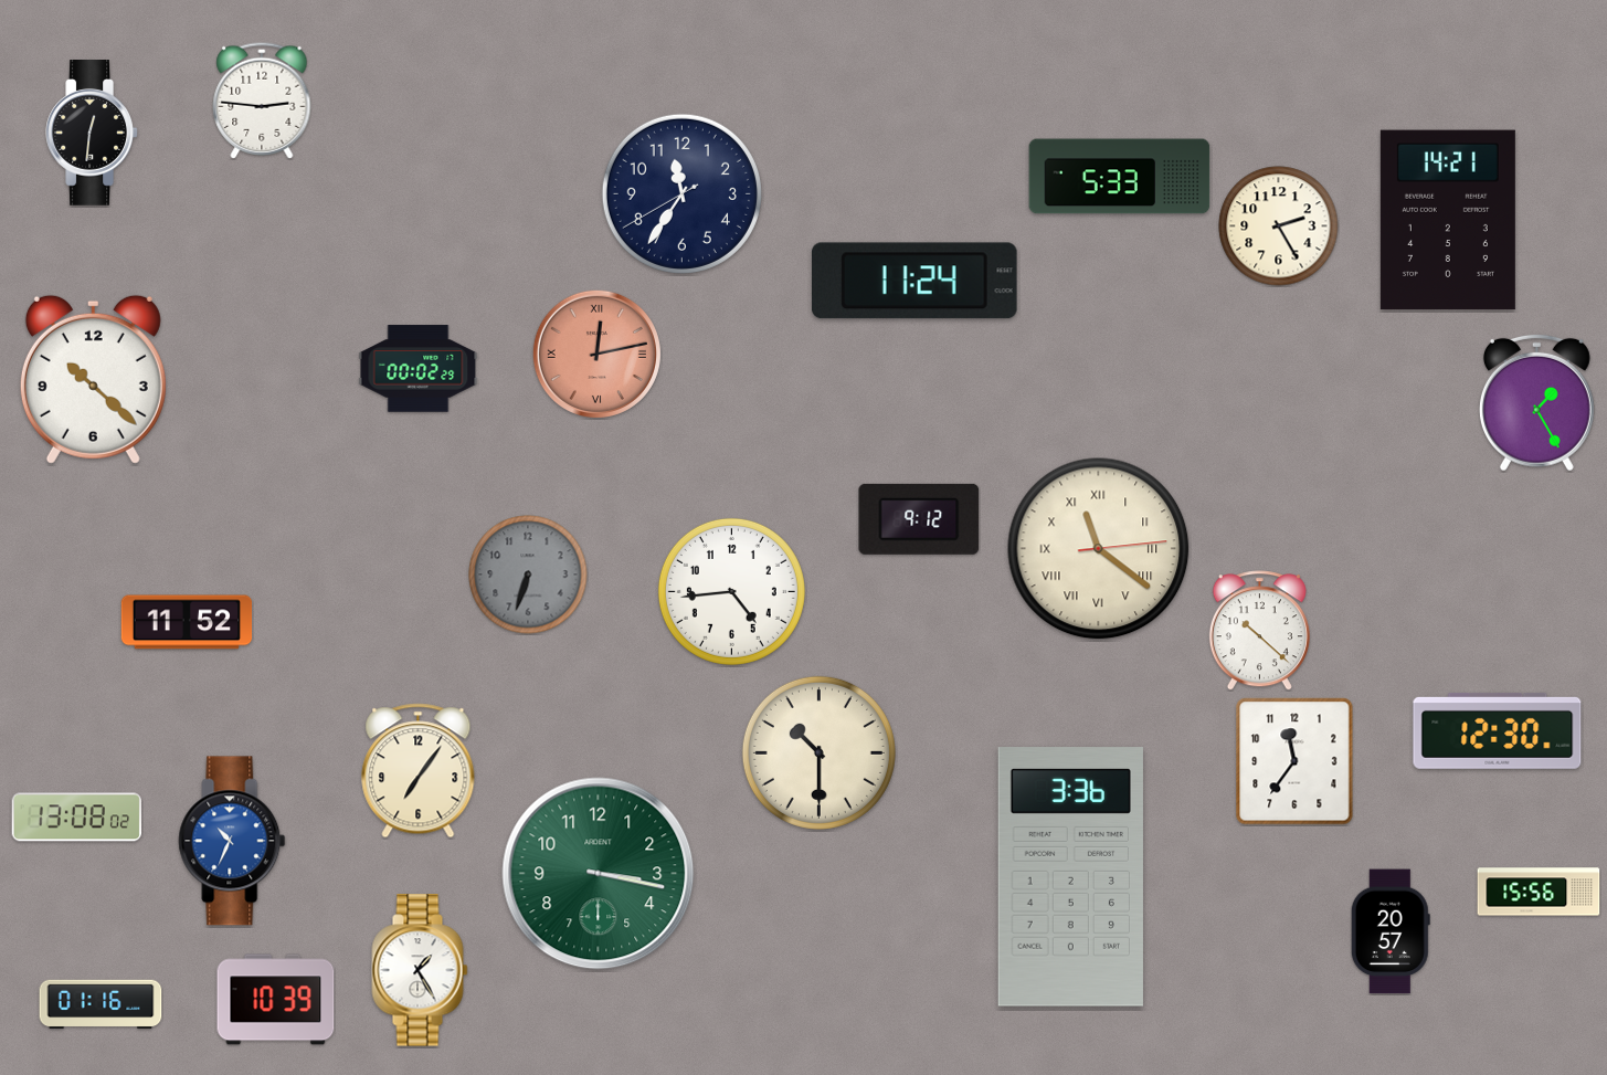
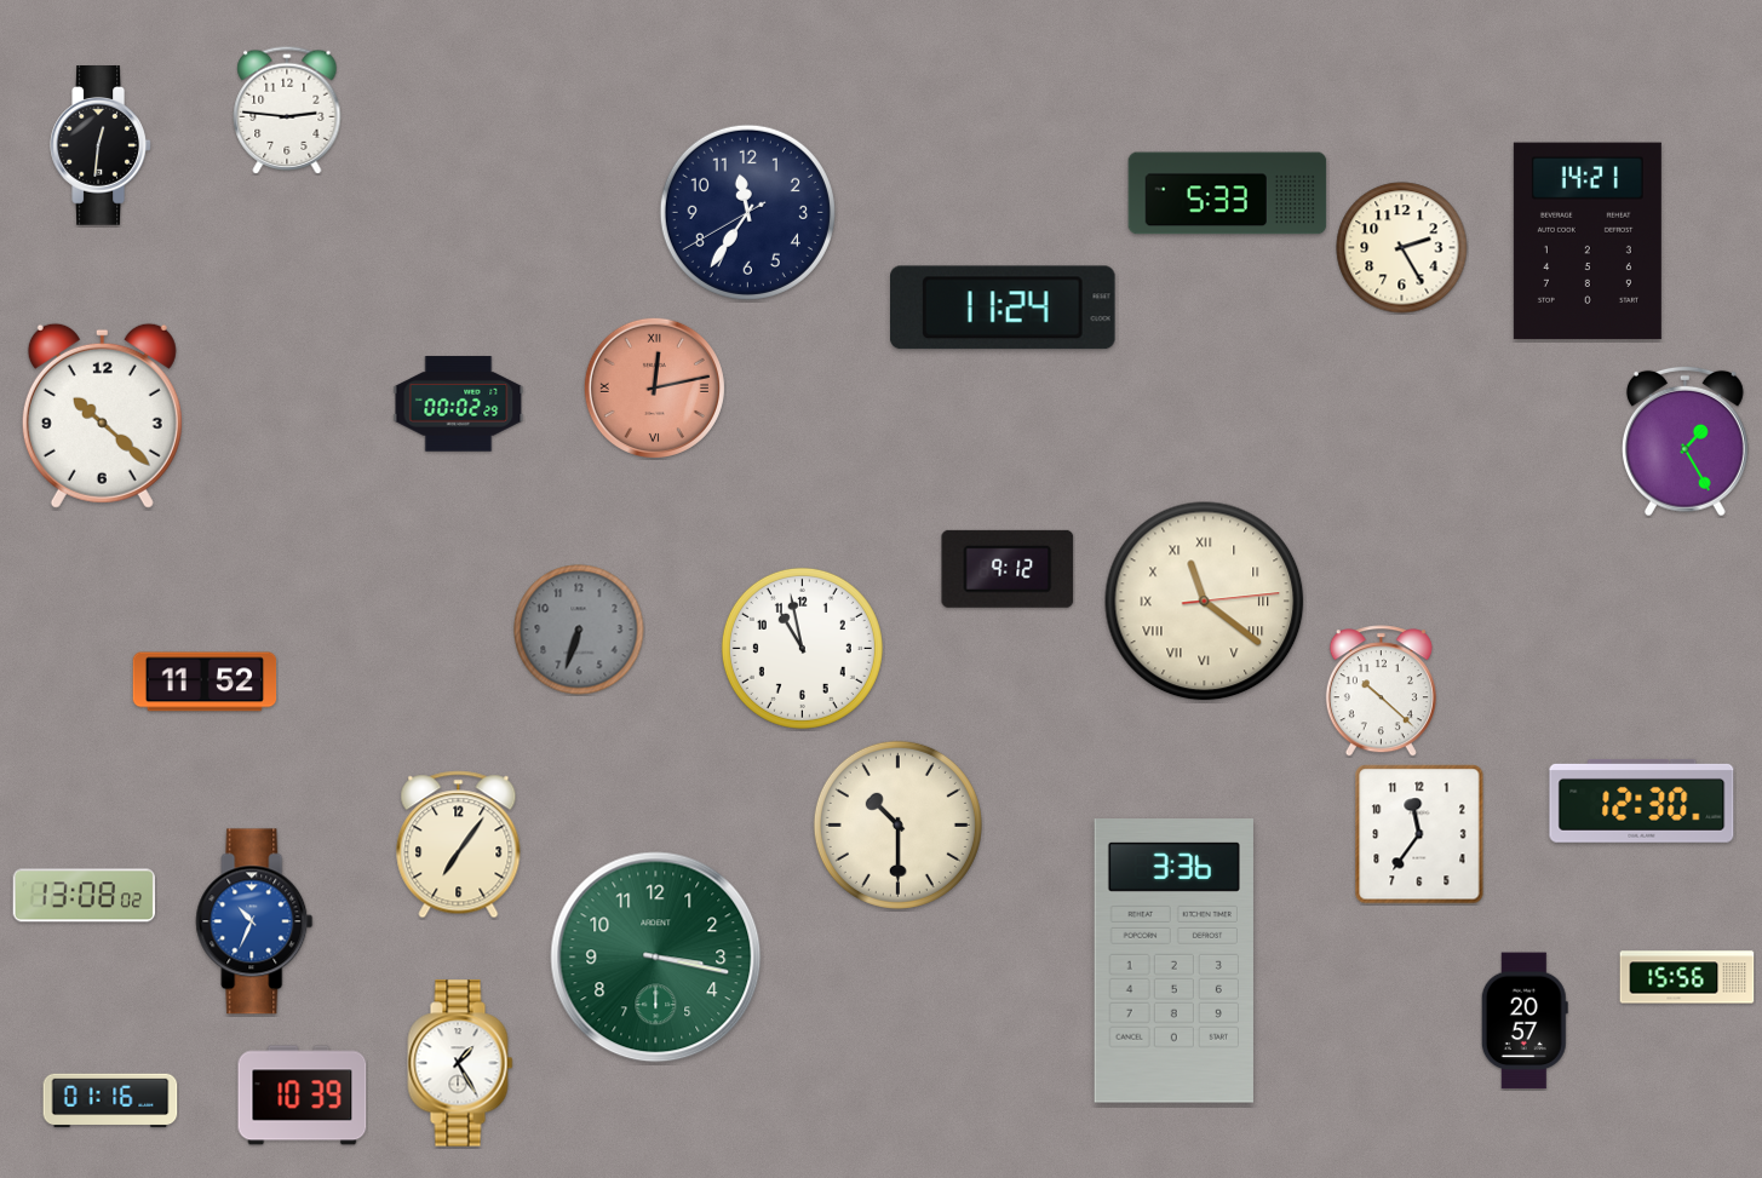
clock at (731, 591): 4:44 -> 10:58
